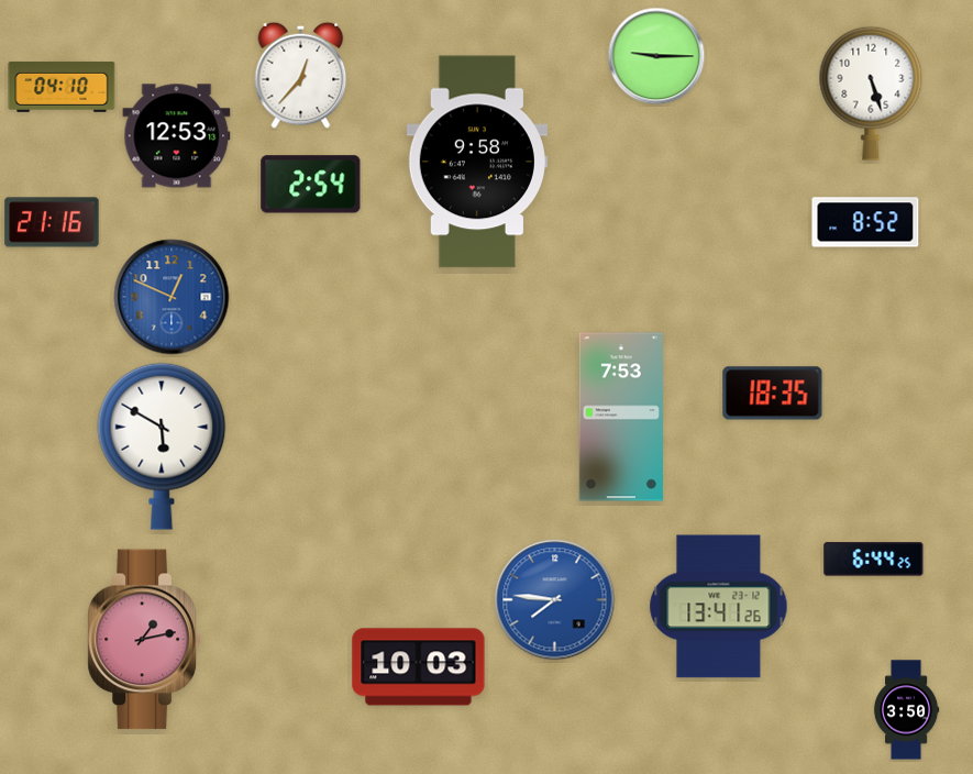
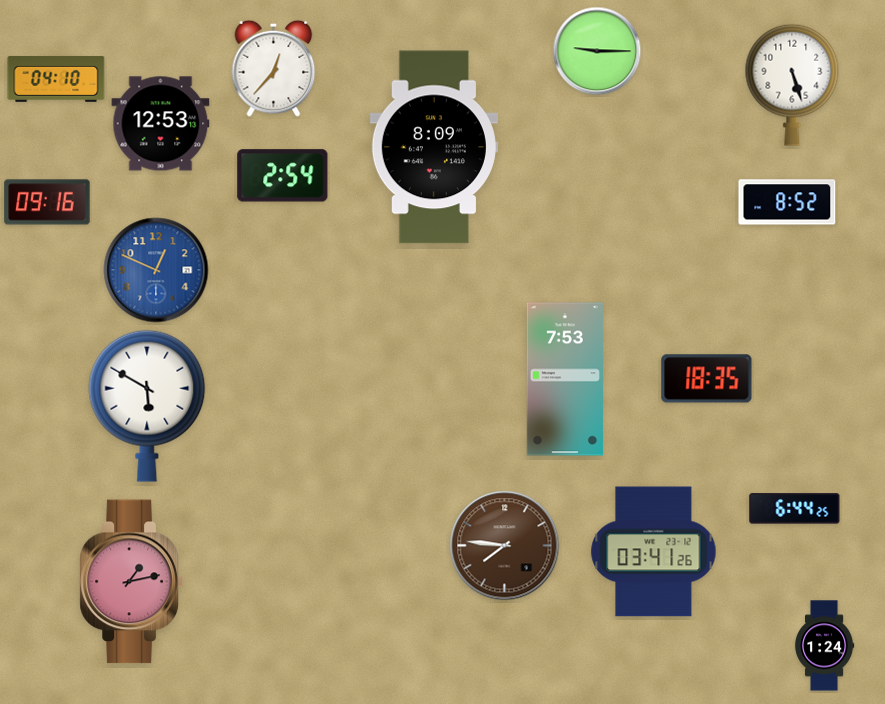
clock at (477, 162): 9:58 -> 8:09
clock at (311, 185) position: (311, 185) -> (283, 176)
clock at (52, 222): 21:16 -> 09:16
clock at (773, 394) position: (773, 394) -> (707, 379)
clock at (555, 600) dial: blue -> brown
clock at (719, 607): 13:41 -> 03:41
clock at (419, 667): 10:03 -> none
clock at (906, 710): 3:50 -> 1:24
